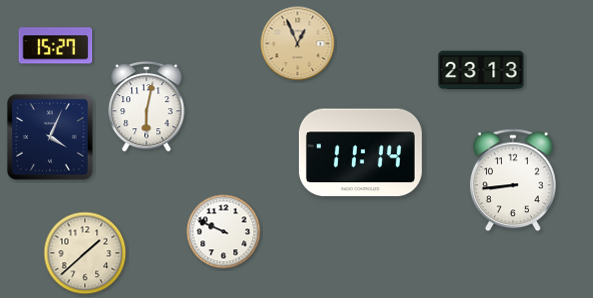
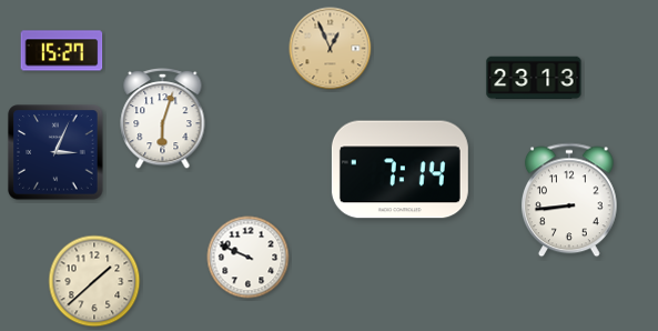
clock at (147, 106): 6:02 -> 6:03
clock at (50, 137): 4:04 -> 3:04
clock at (360, 153): 11:14 -> 7:14
